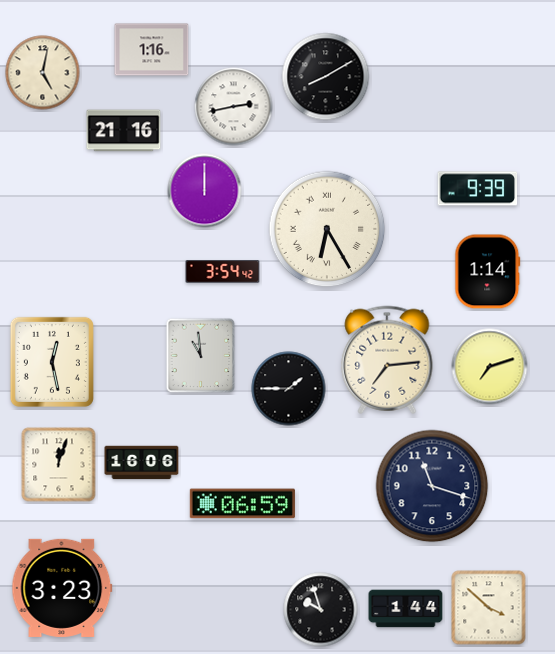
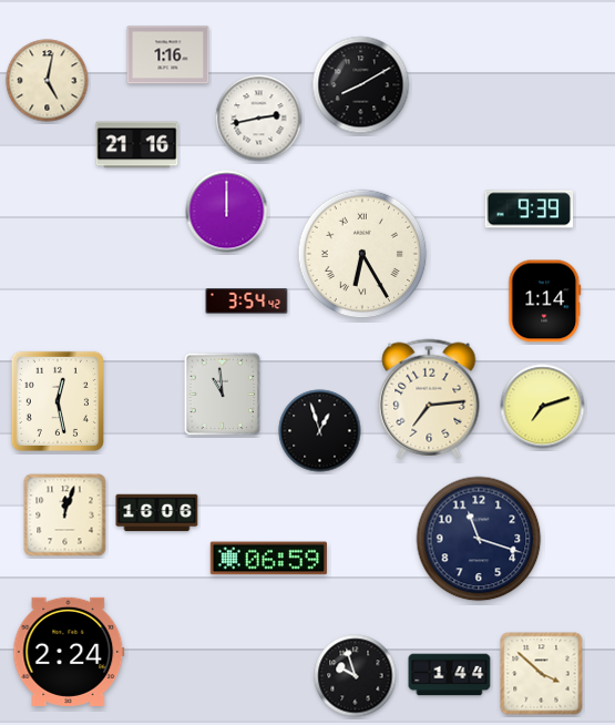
clock at (488, 272) position: (488, 272) -> (545, 302)
clock at (289, 389): 1:45 -> 12:57
clock at (62, 588): 3:23 -> 2:24
